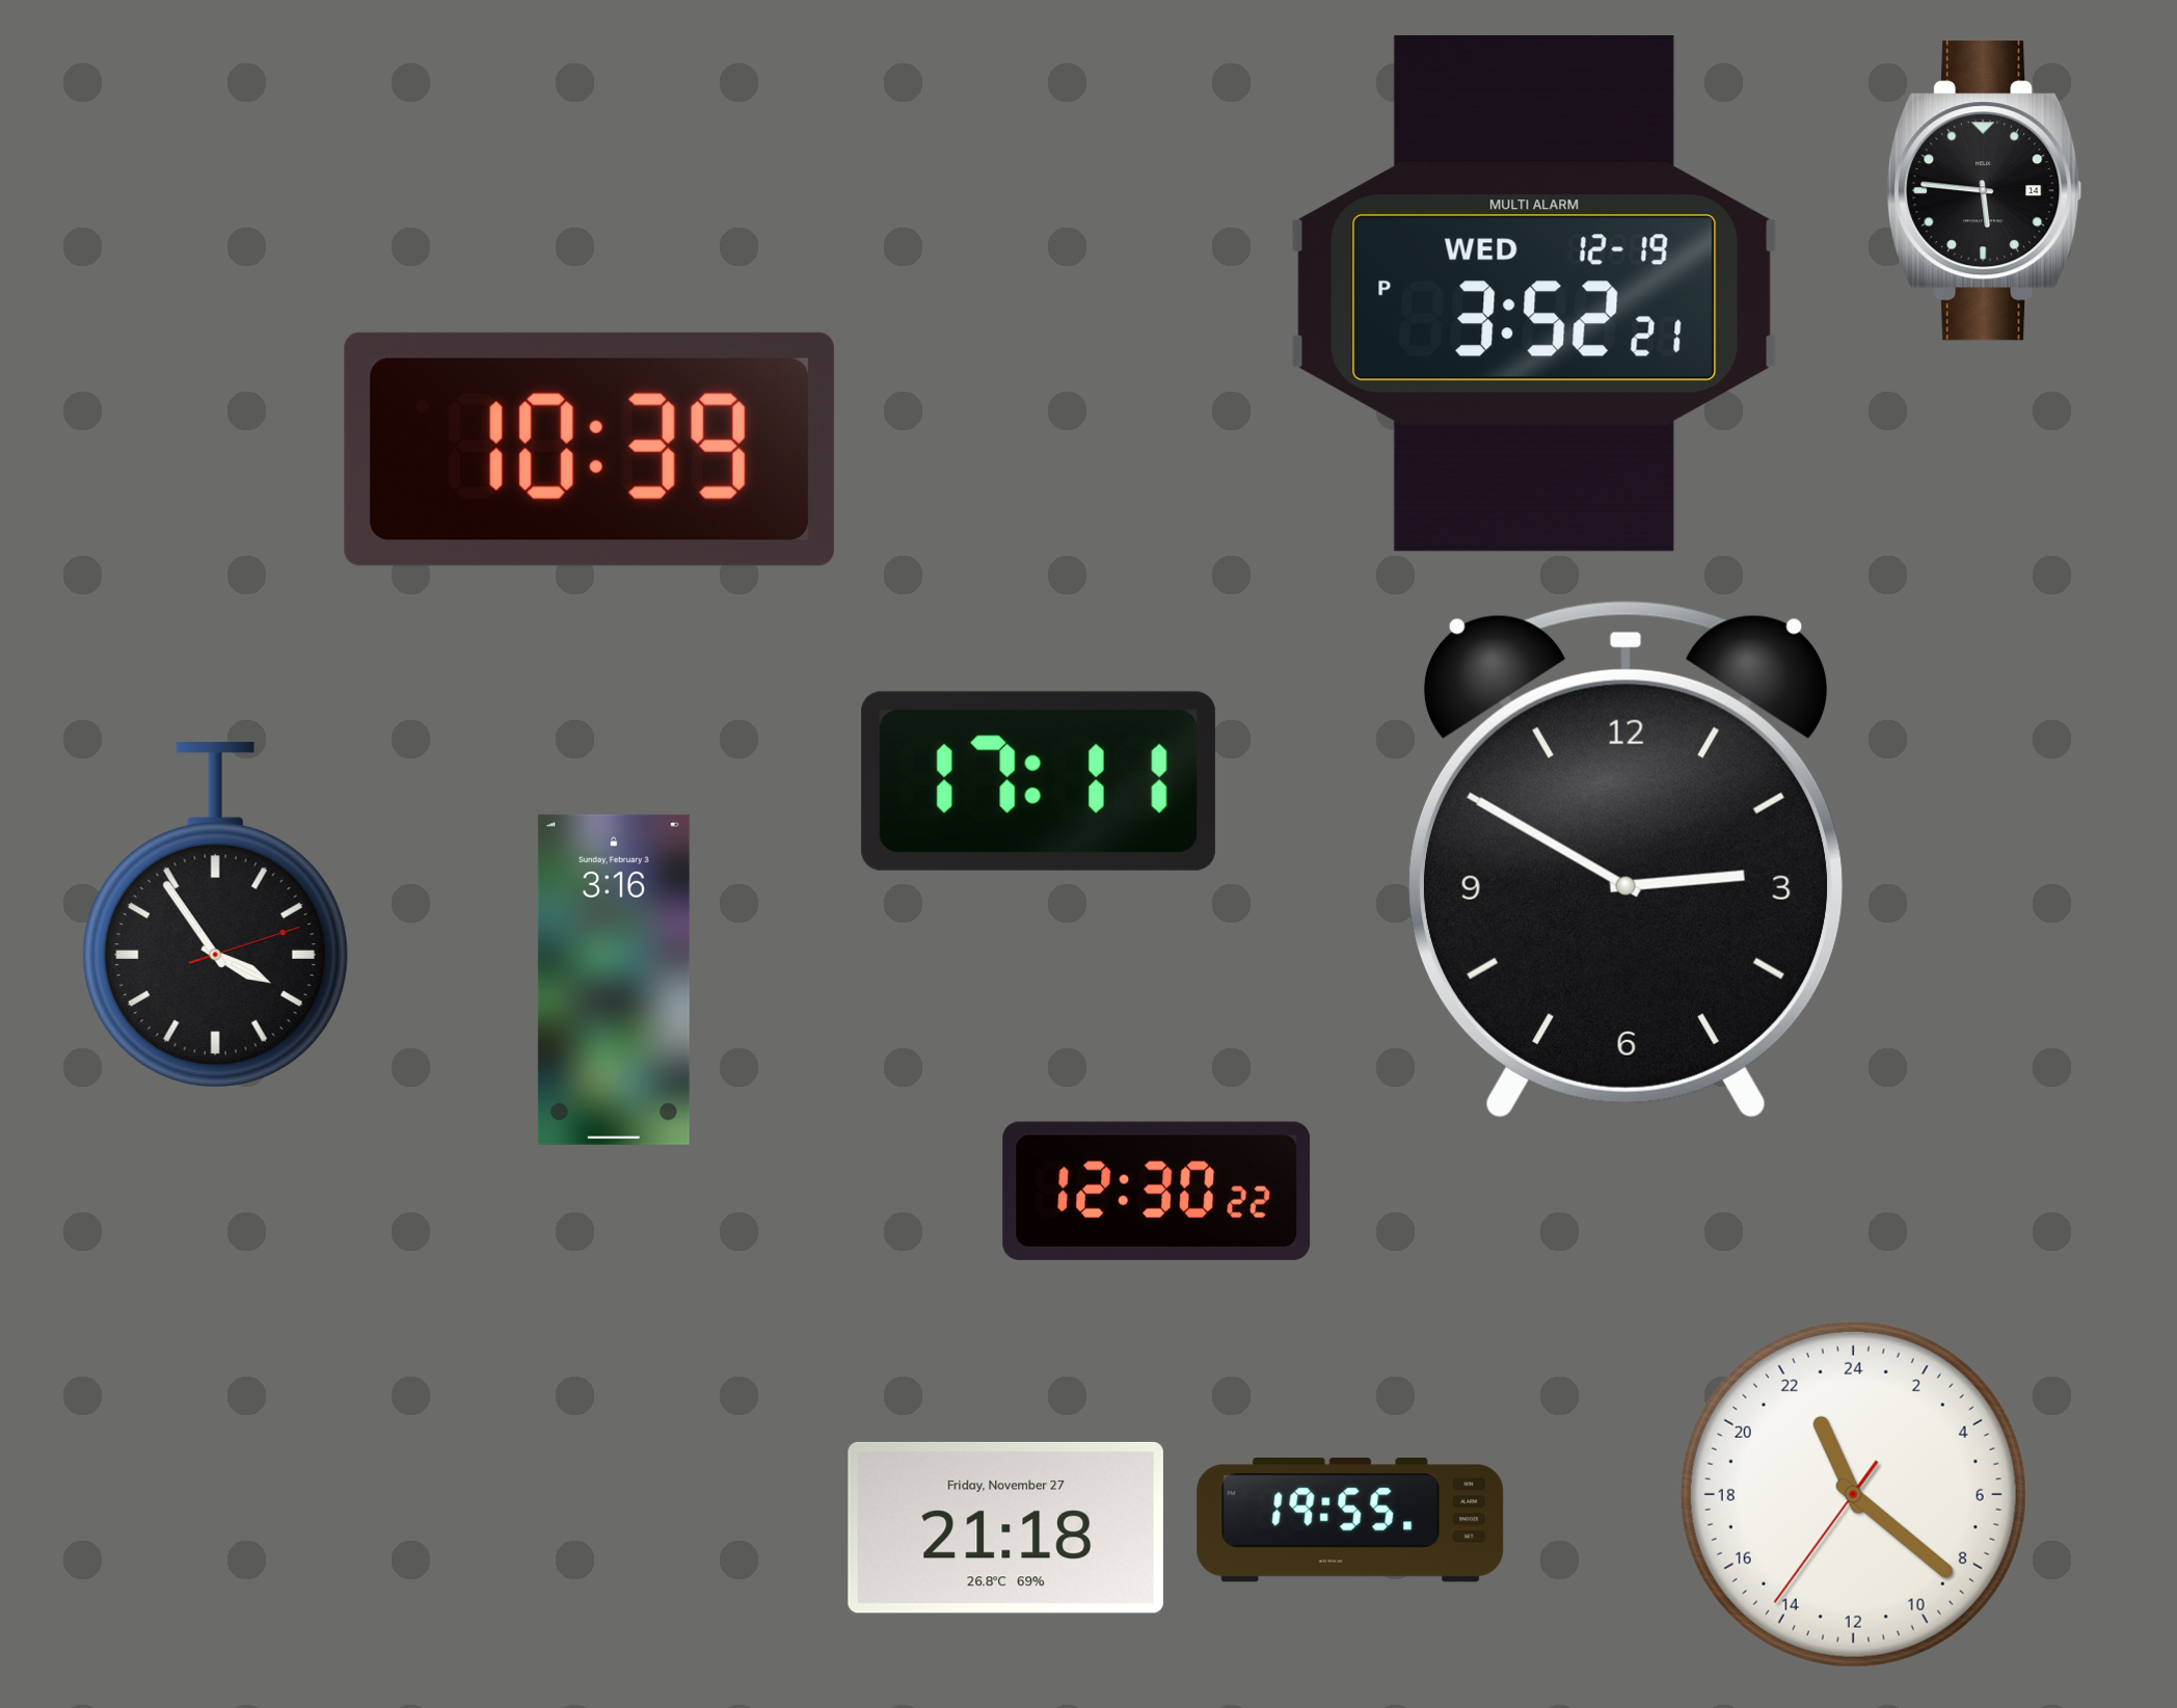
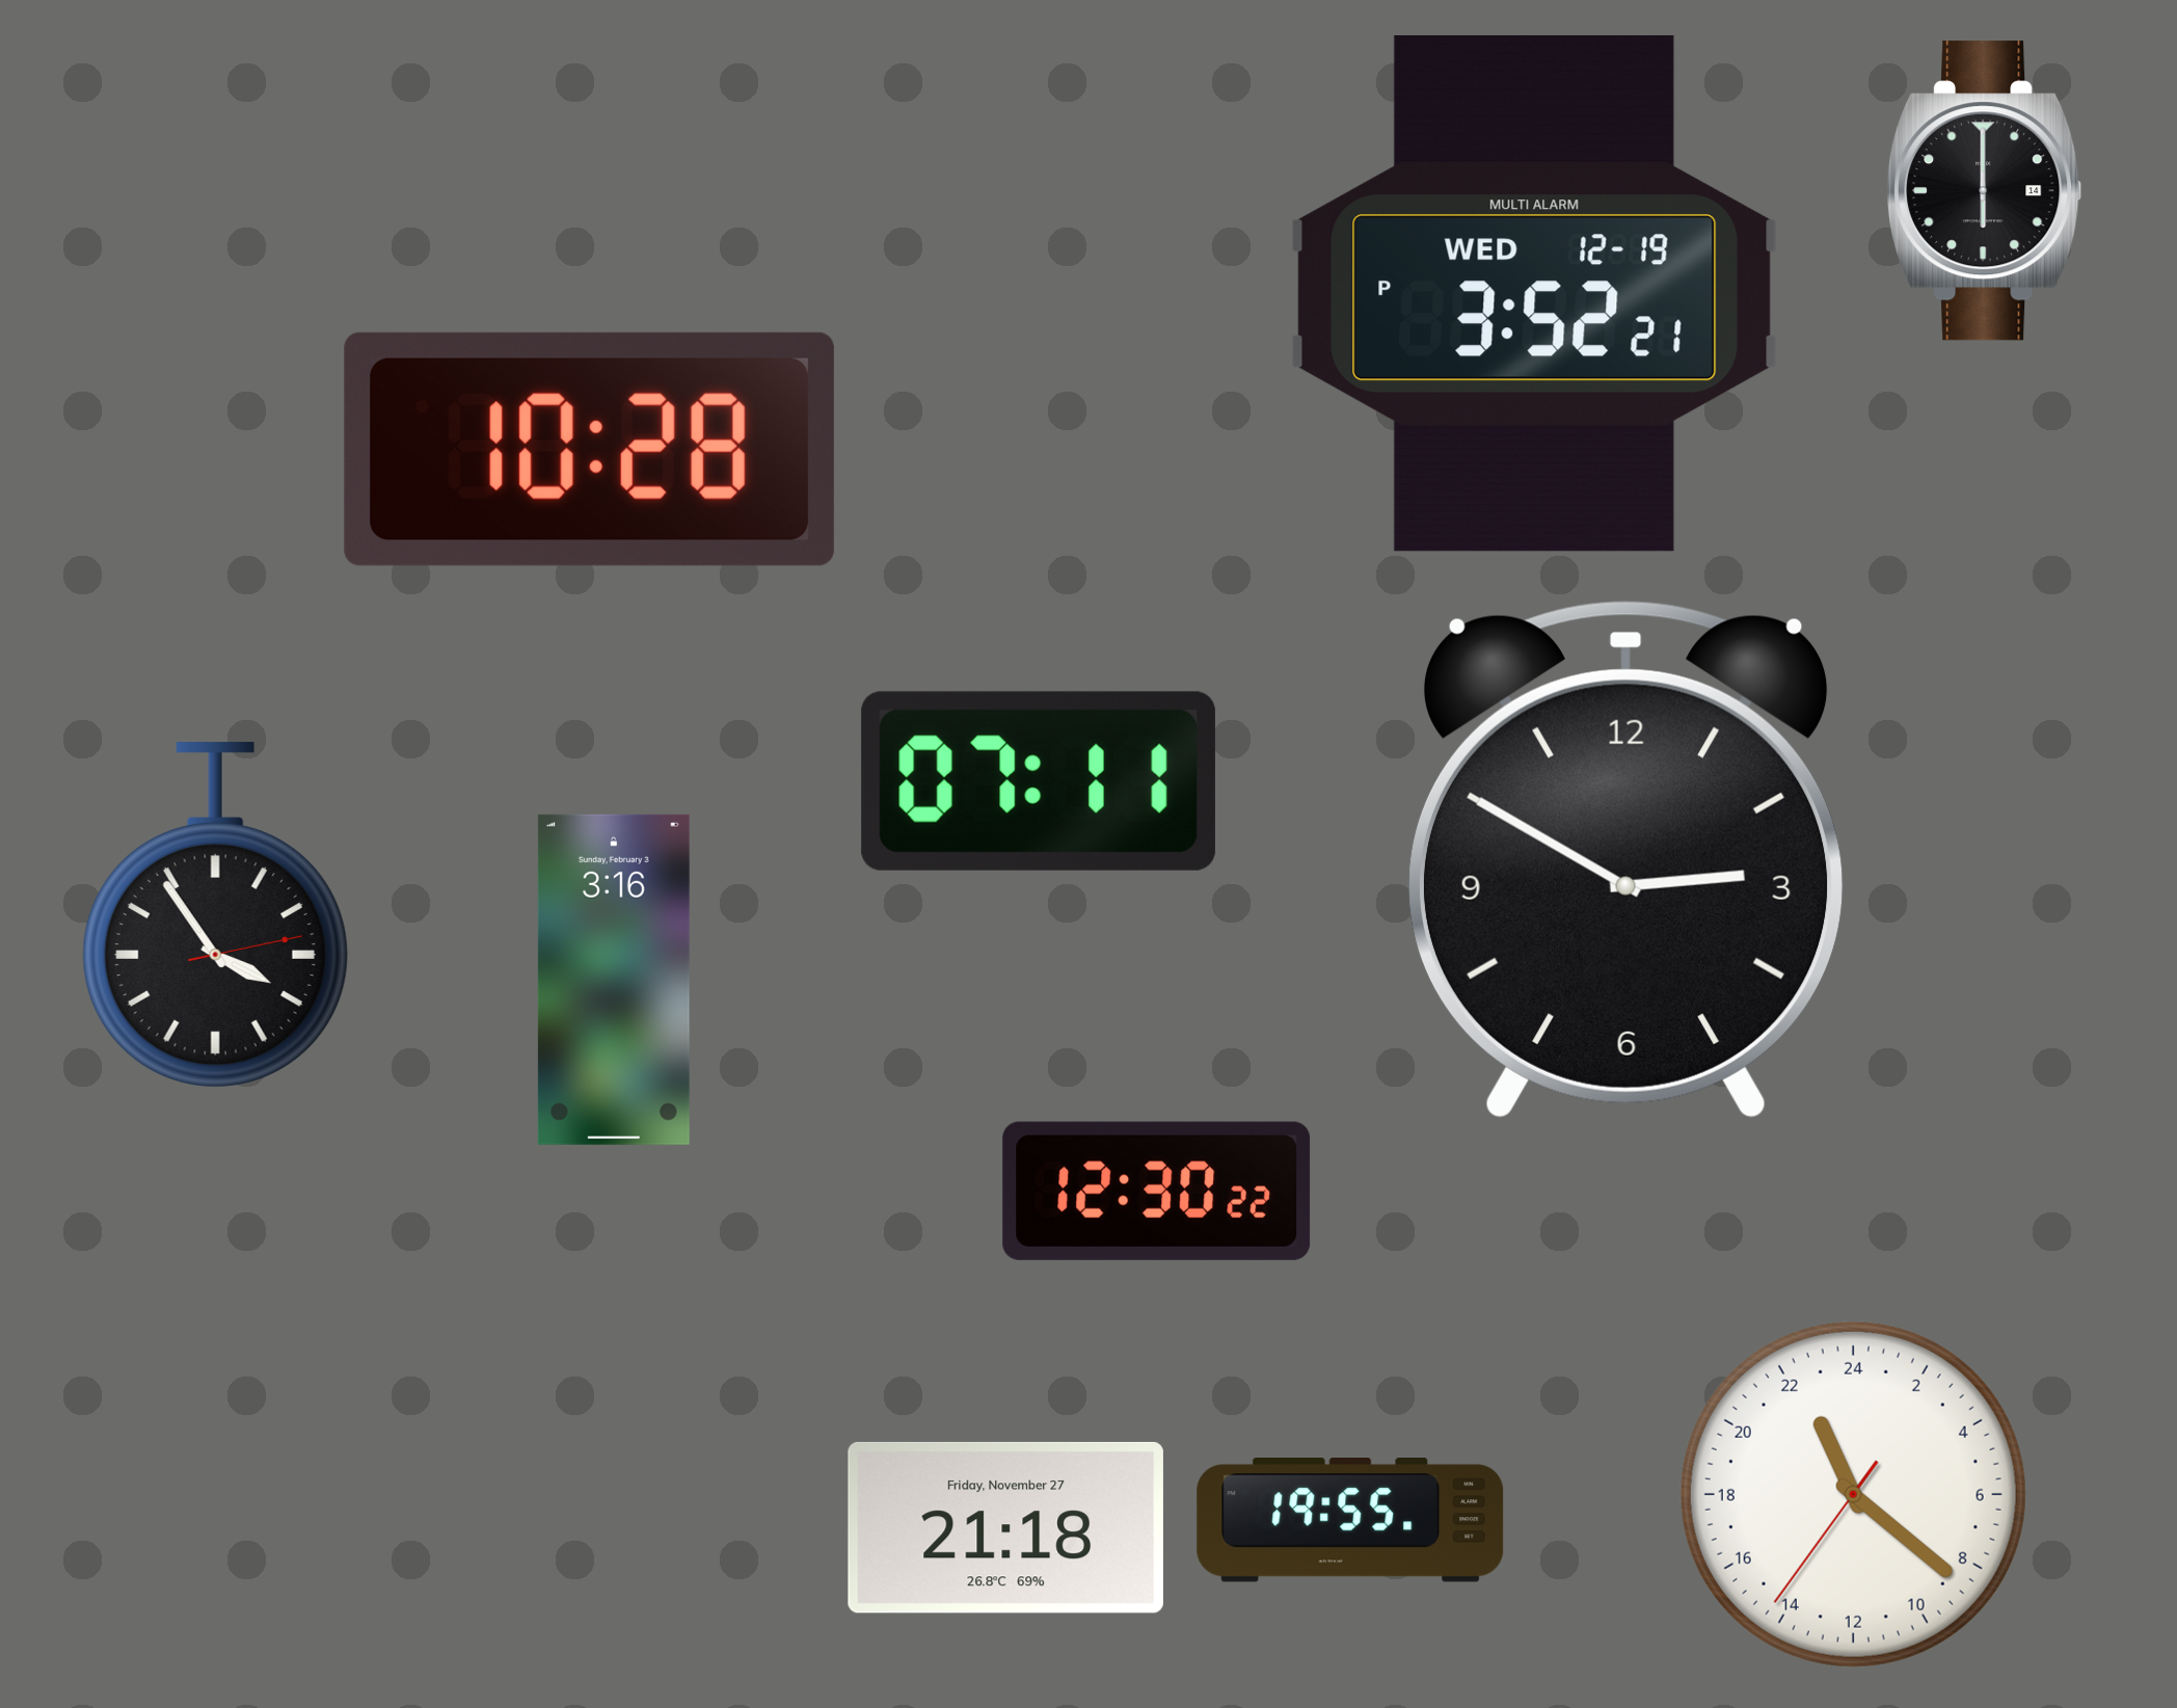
clock at (1985, 191): 5:46 -> 6:00
clock at (589, 449): 10:39 -> 10:28
clock at (1039, 781): 17:11 -> 07:11
clock at (215, 915): 3:54:12 -> 3:54:13
